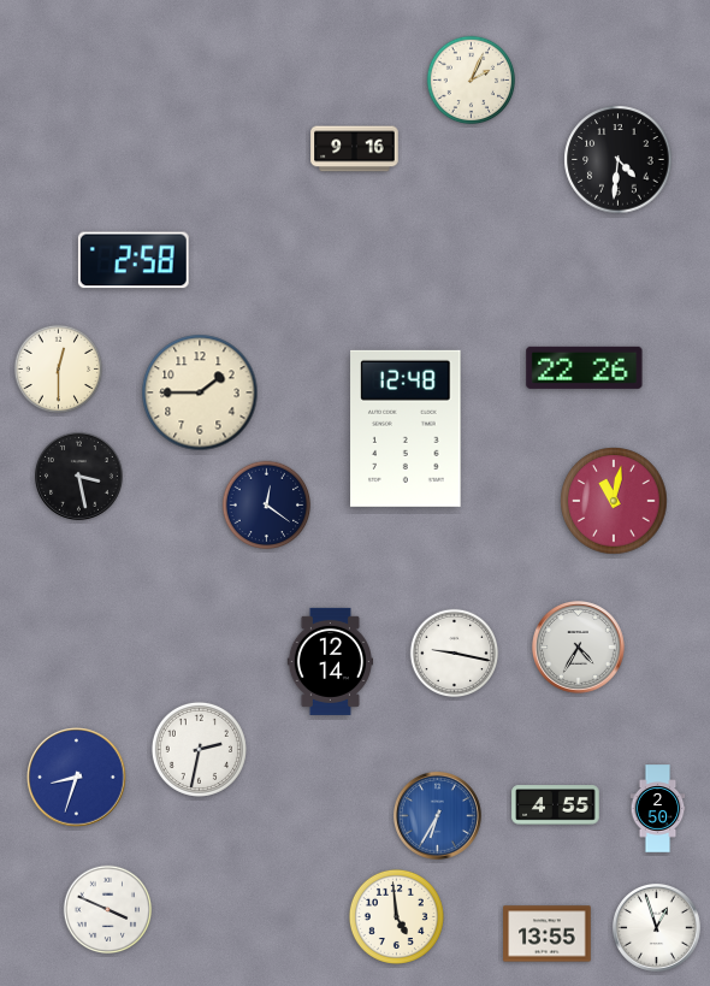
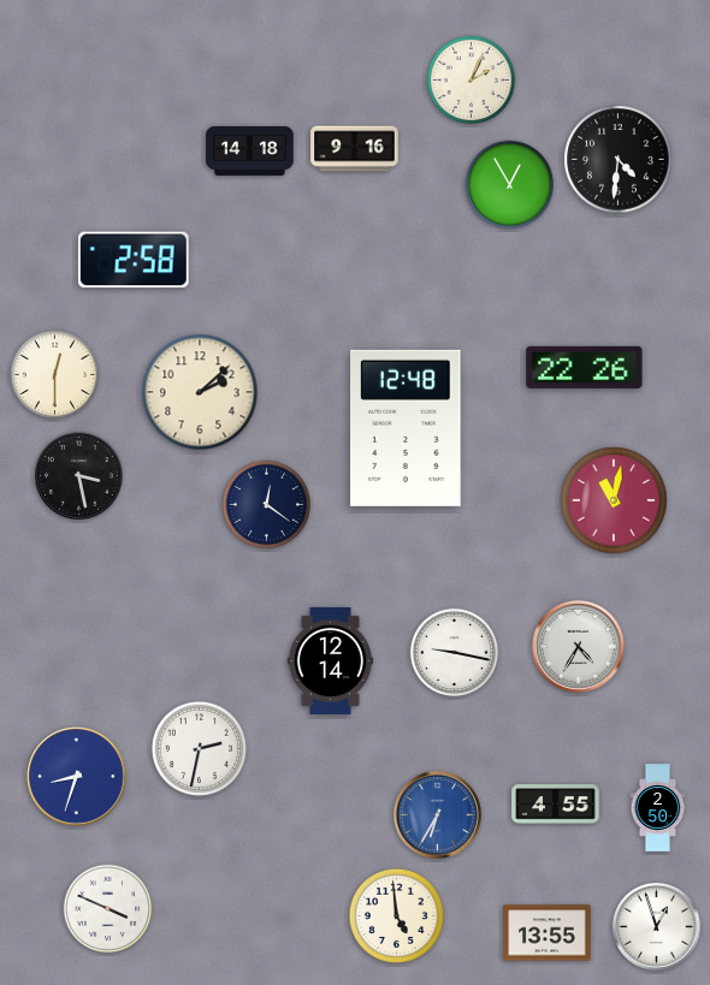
clock at (250, 150): none -> 14:18
clock at (510, 185): none -> 12:55
clock at (59, 370) position: (59, 370) -> (55, 375)
clock at (200, 392): 1:45 -> 2:08
